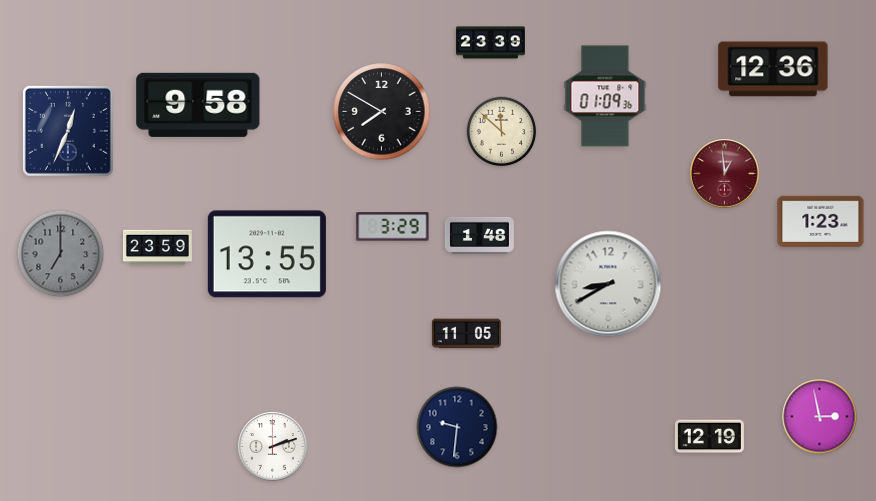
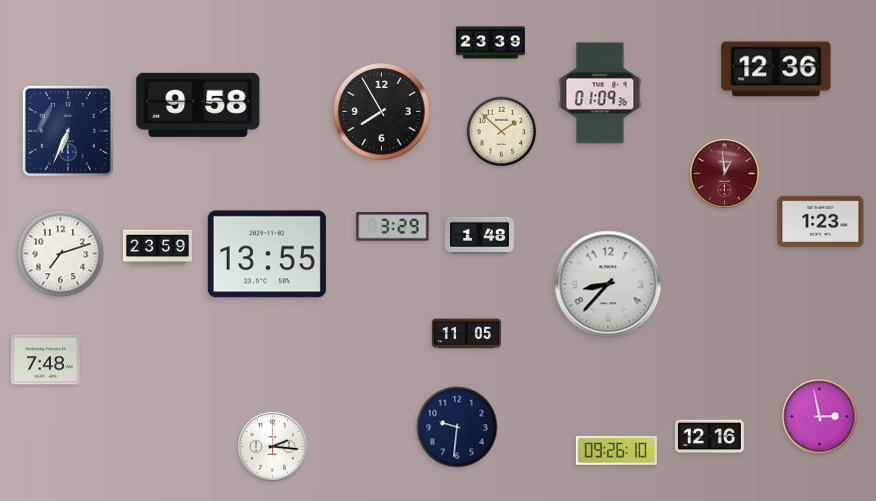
clock at (773, 69) position: (773, 69) -> (776, 69)
clock at (605, 96) position: (605, 96) -> (600, 93)
clock at (382, 112): 7:50 -> 7:55
clock at (68, 131): 12:34 -> 6:34
clock at (502, 132): 11:52 -> 1:52
clock at (61, 254): 7:00 -> 7:12
clock at (61, 254) dial: grey -> white
clock at (608, 284): 8:40 -> 8:37
clock at (45, 360): none -> 7:48
clock at (709, 437): 12:19 -> 12:16
clock at (273, 447): 2:12 -> 2:16
clock at (616, 450): none -> 09:26
